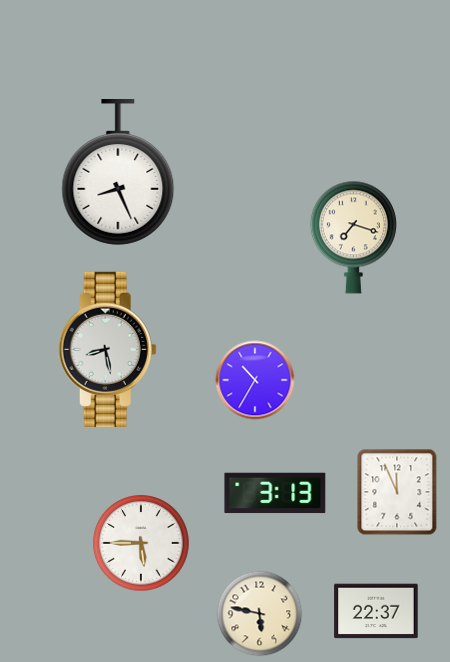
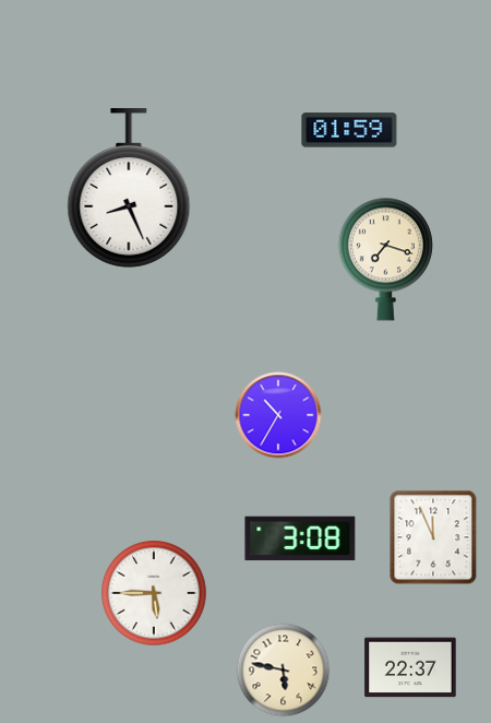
clock at (349, 130): none -> 01:59
clock at (107, 349): 8:28 -> none
clock at (275, 493): 3:13 -> 3:08
